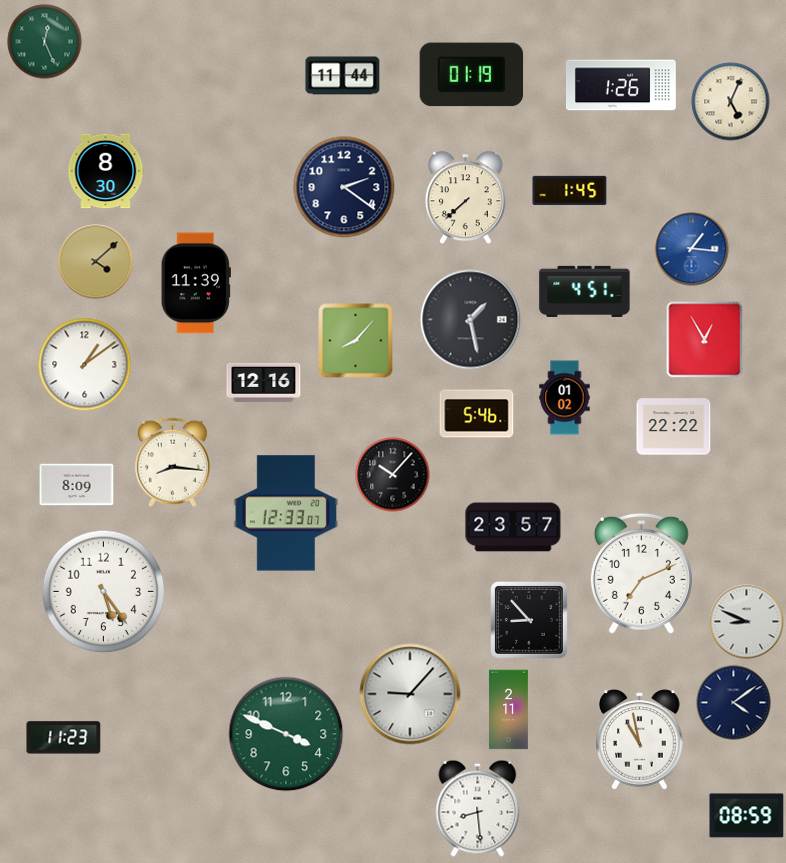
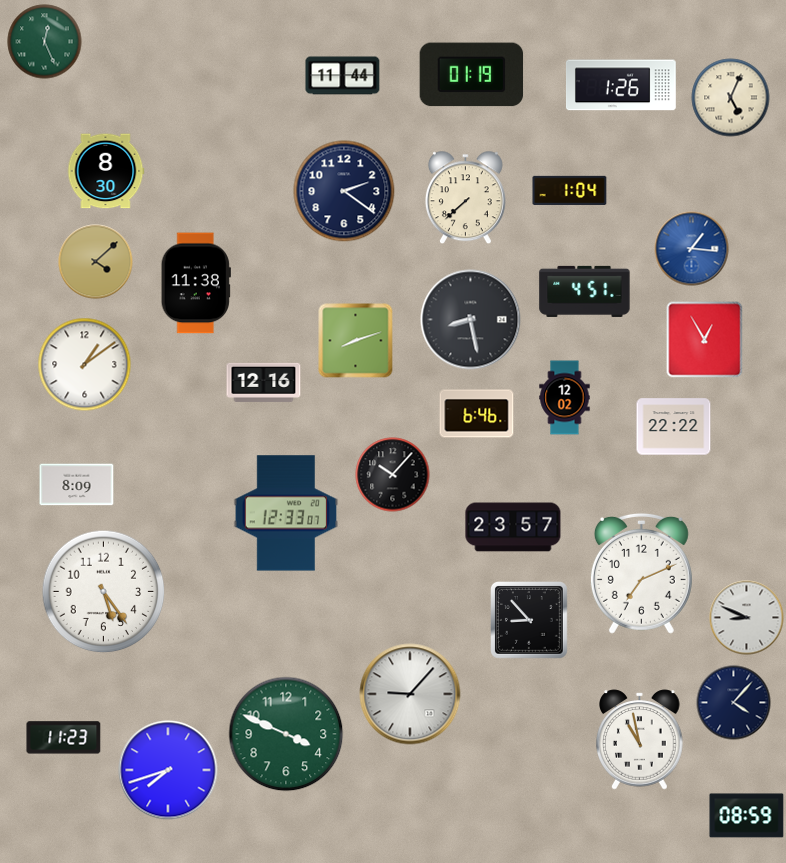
clock at (731, 102) position: (731, 102) -> (731, 98)
clock at (344, 187) position: (344, 187) -> (344, 191)
clock at (570, 190): 1:45 -> 1:04
clock at (196, 283): 11:39 -> 11:38
clock at (471, 320): 1:28 -> 8:28
clock at (356, 341): 8:07 -> 8:12
clock at (565, 398): 01:02 -> 12:02
clock at (477, 414): 5:46 -> 6:46
clock at (172, 463): 8:16 -> none
clock at (747, 622) position: (747, 622) -> (747, 618)
clock at (734, 703): 4:09 -> 4:07
clock at (509, 710): 2:11 -> none
clock at (168, 770): none -> 7:42
clock at (478, 808): 8:29 -> none
